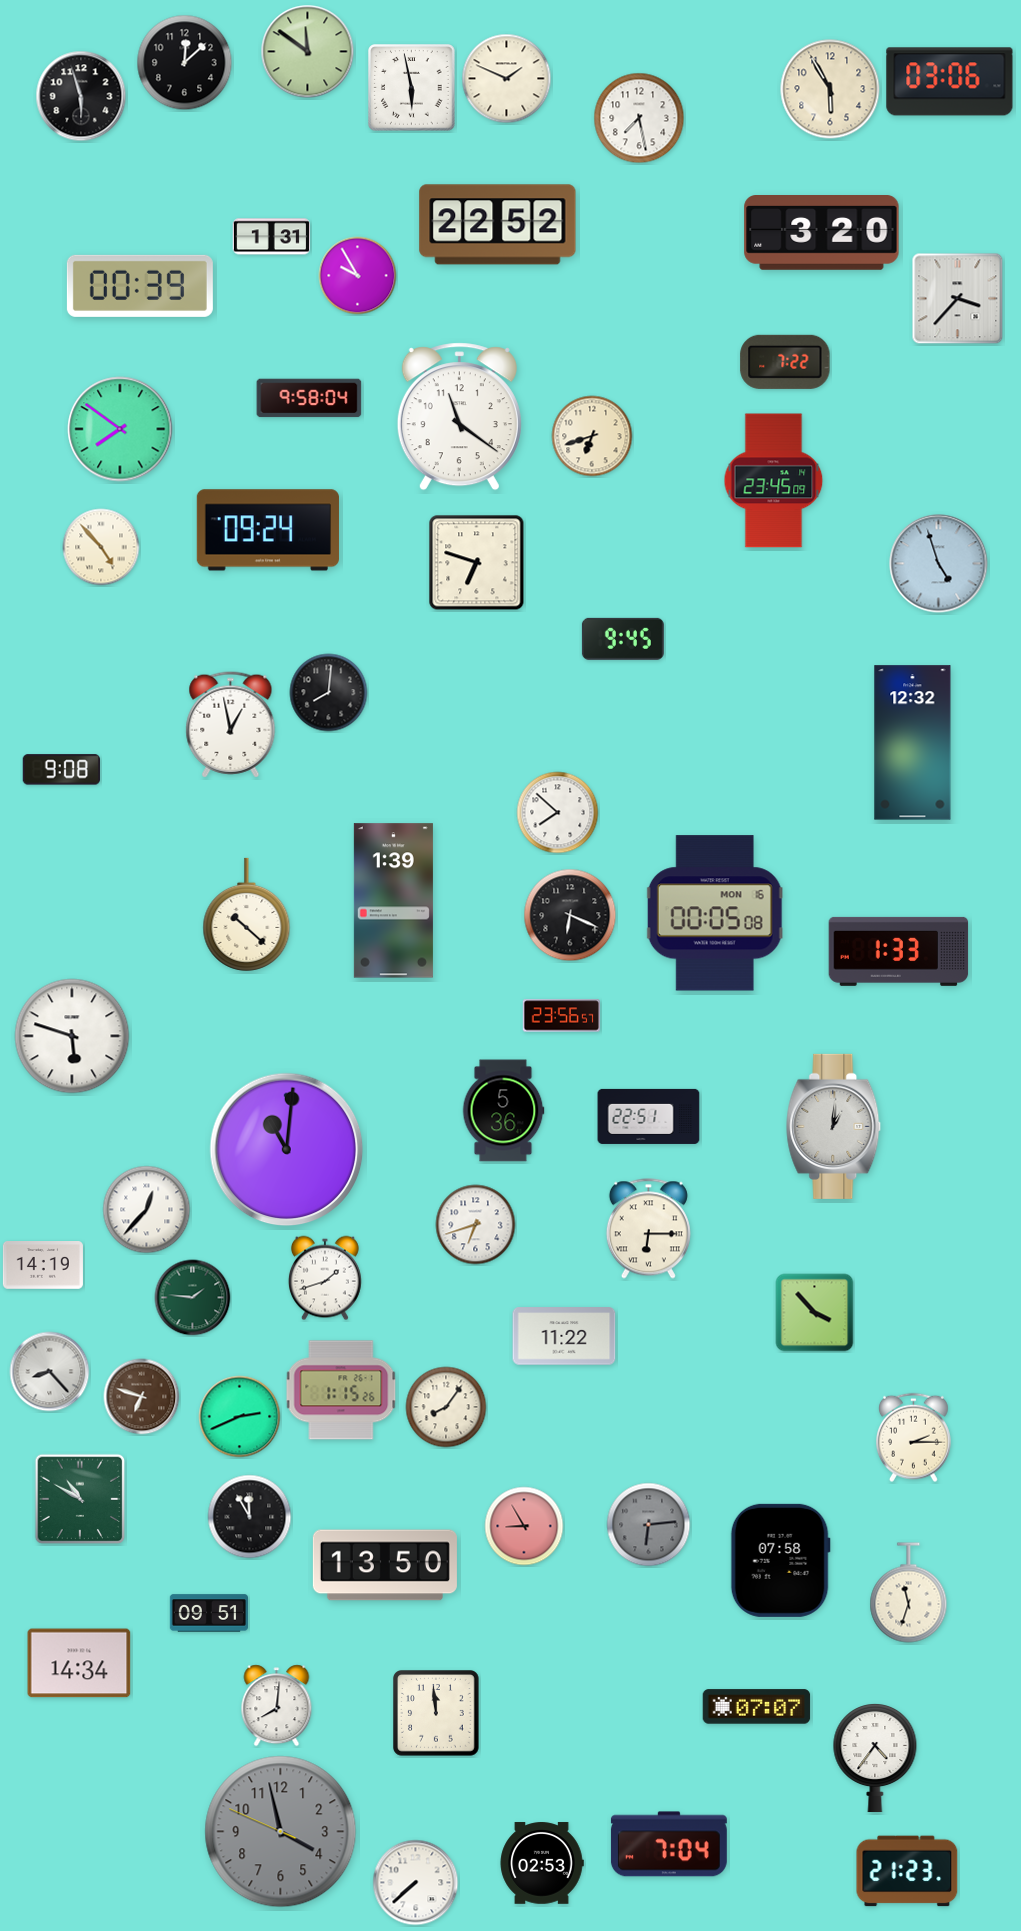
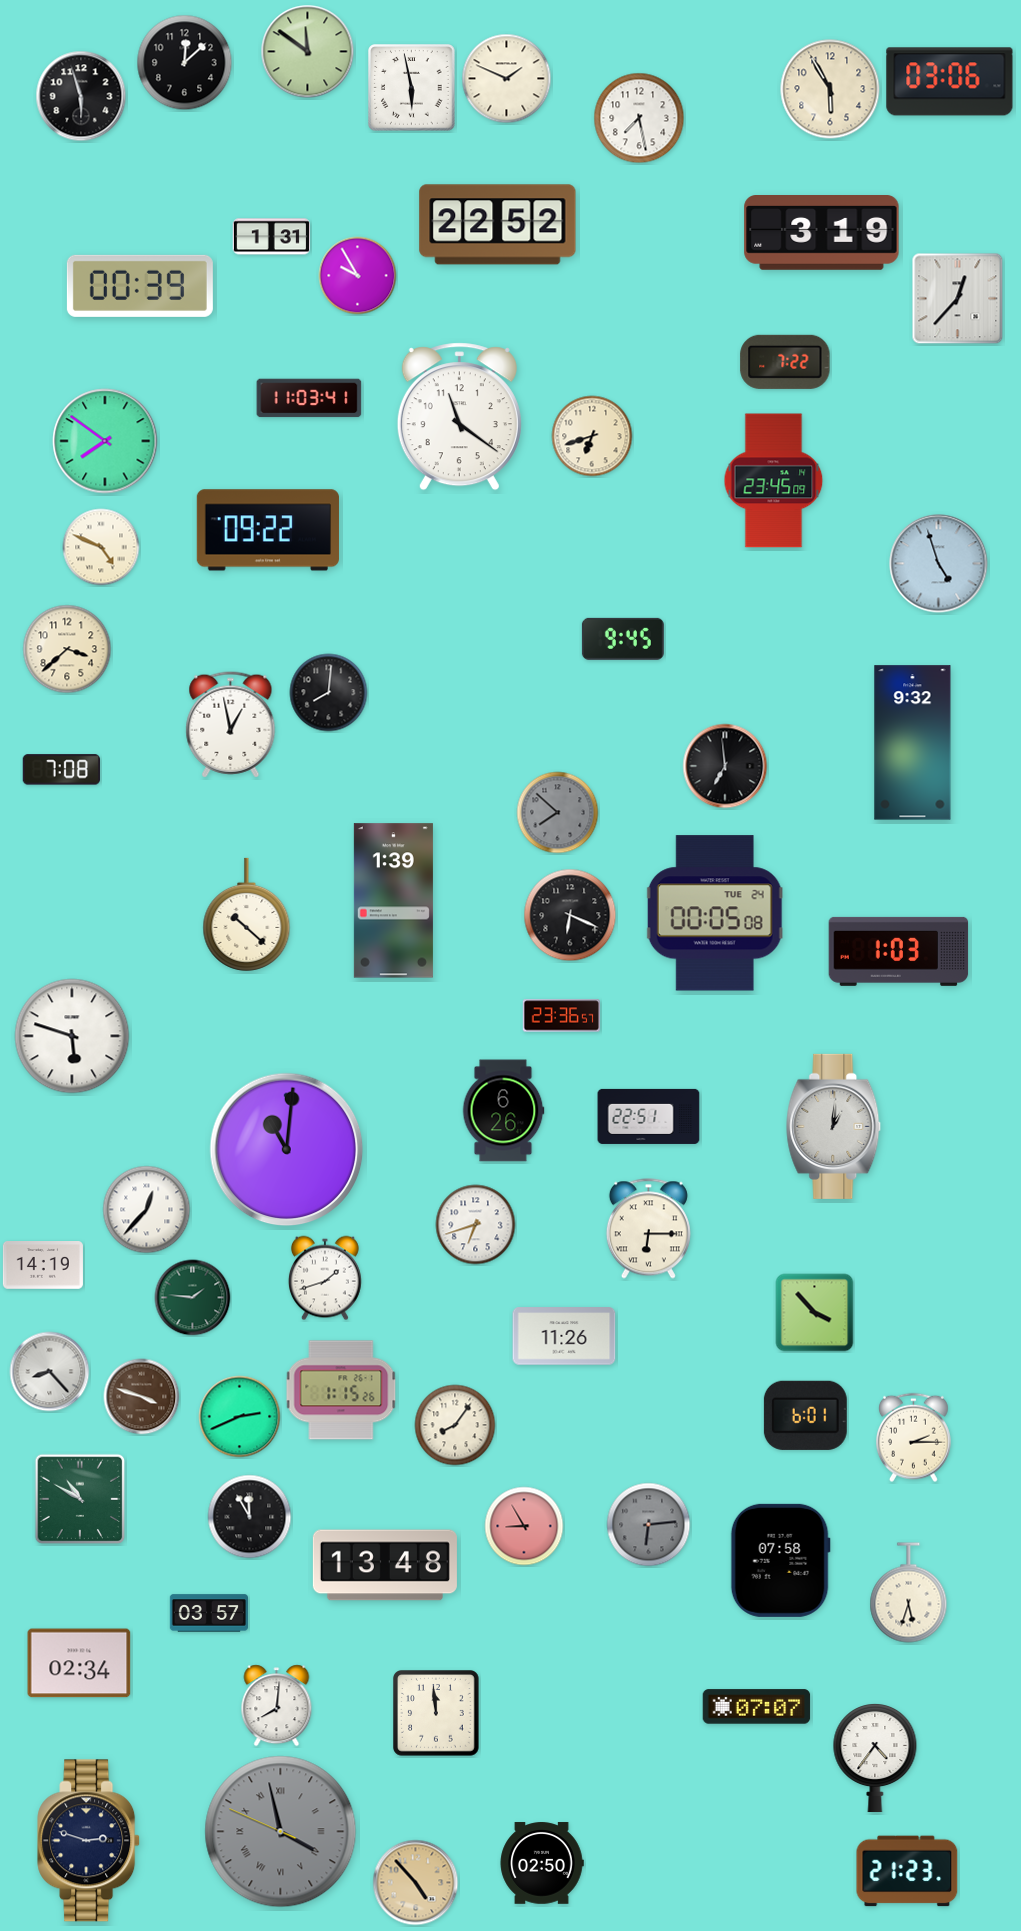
clock at (822, 233): 3:20 -> 3:19
clock at (958, 299): 3:37 -> 12:37
clock at (309, 398): 9:58 -> 11:03
clock at (120, 429) position: (120, 429) -> (105, 441)
clock at (268, 530): 09:24 -> 09:22
clock at (101, 547): 4:53 -> 4:49
clock at (477, 563): 6:48 -> none
clock at (67, 649): none -> 3:38
clock at (913, 743): 12:32 -> 9:32
clock at (725, 766): none -> 6:59
clock at (61, 770): 9:08 -> 7:08
clock at (558, 813) dial: white -> grey
clock at (715, 913) date: MON 16 -> TUE 24
clock at (899, 951): 1:33 -> 1:03
clock at (561, 1016): 23:56 -> 23:36
clock at (503, 1111): 5:36 -> 6:26
clock at (564, 1336): 11:22 -> 11:26
clock at (142, 1397): 6:48 -> 3:48
clock at (446, 1407) position: (446, 1407) -> (455, 1425)
clock at (805, 1415): none -> 6:01
clock at (385, 1565): 13:50 -> 13:48
clock at (909, 1593): 11:33 -> 5:33
clock at (208, 1613): 09:51 -> 03:57
clock at (79, 1663): 14:34 -> 02:34
clock at (281, 1832) numerals: Arabic -> Roman
clock at (89, 1841): none -> 2:48
clock at (669, 1844): 7:04 -> none
clock at (542, 1863): 02:53 -> 02:50
clock at (416, 1883): 7:38 -> 4:53
clock at (416, 1883) dial: white -> champagne
